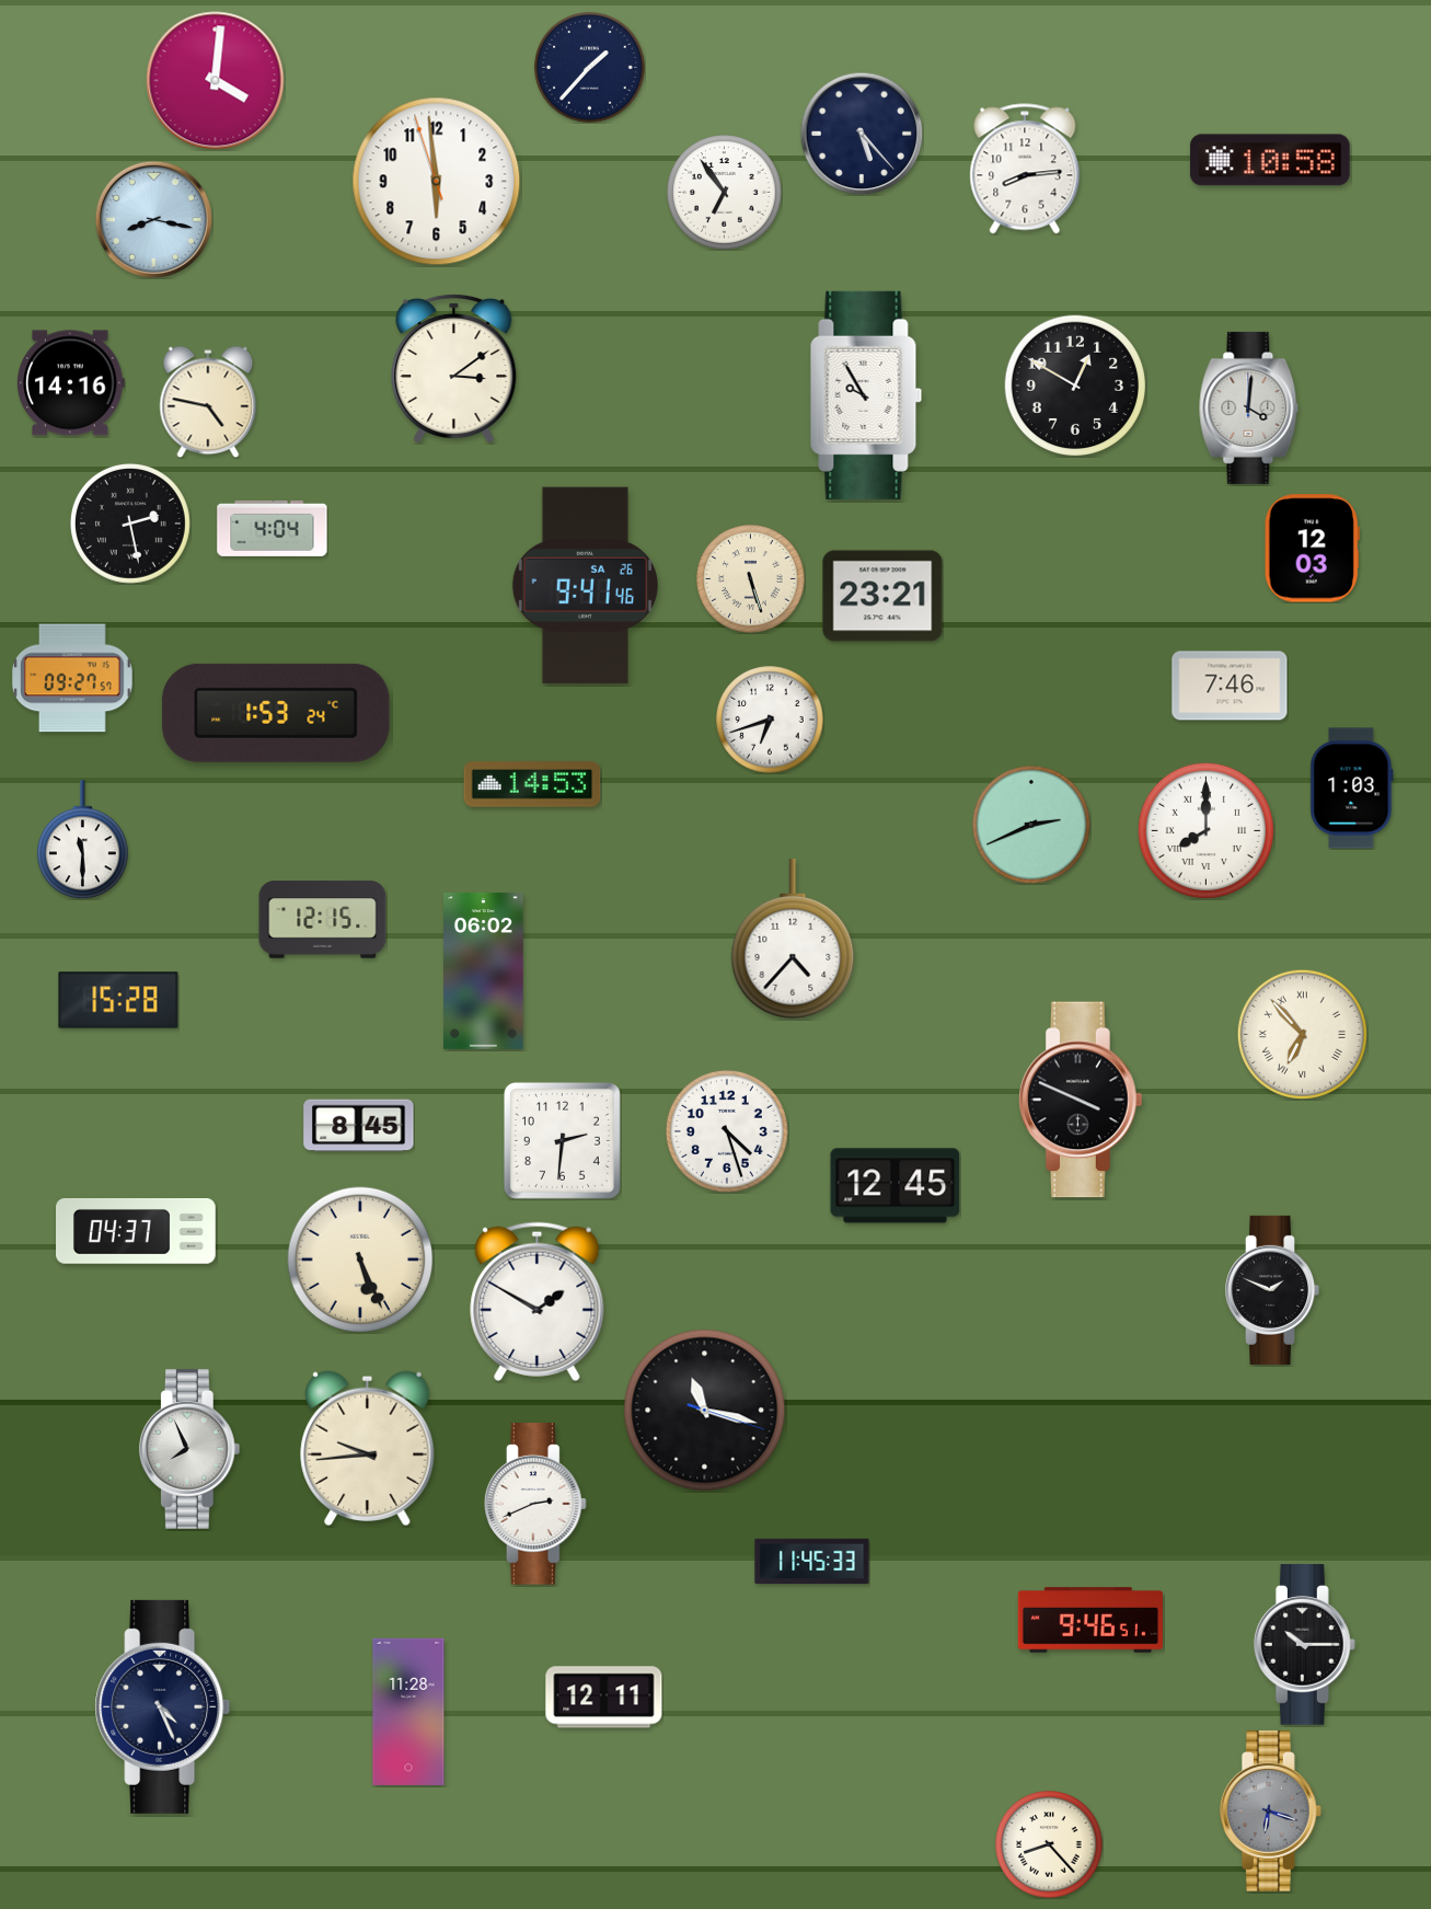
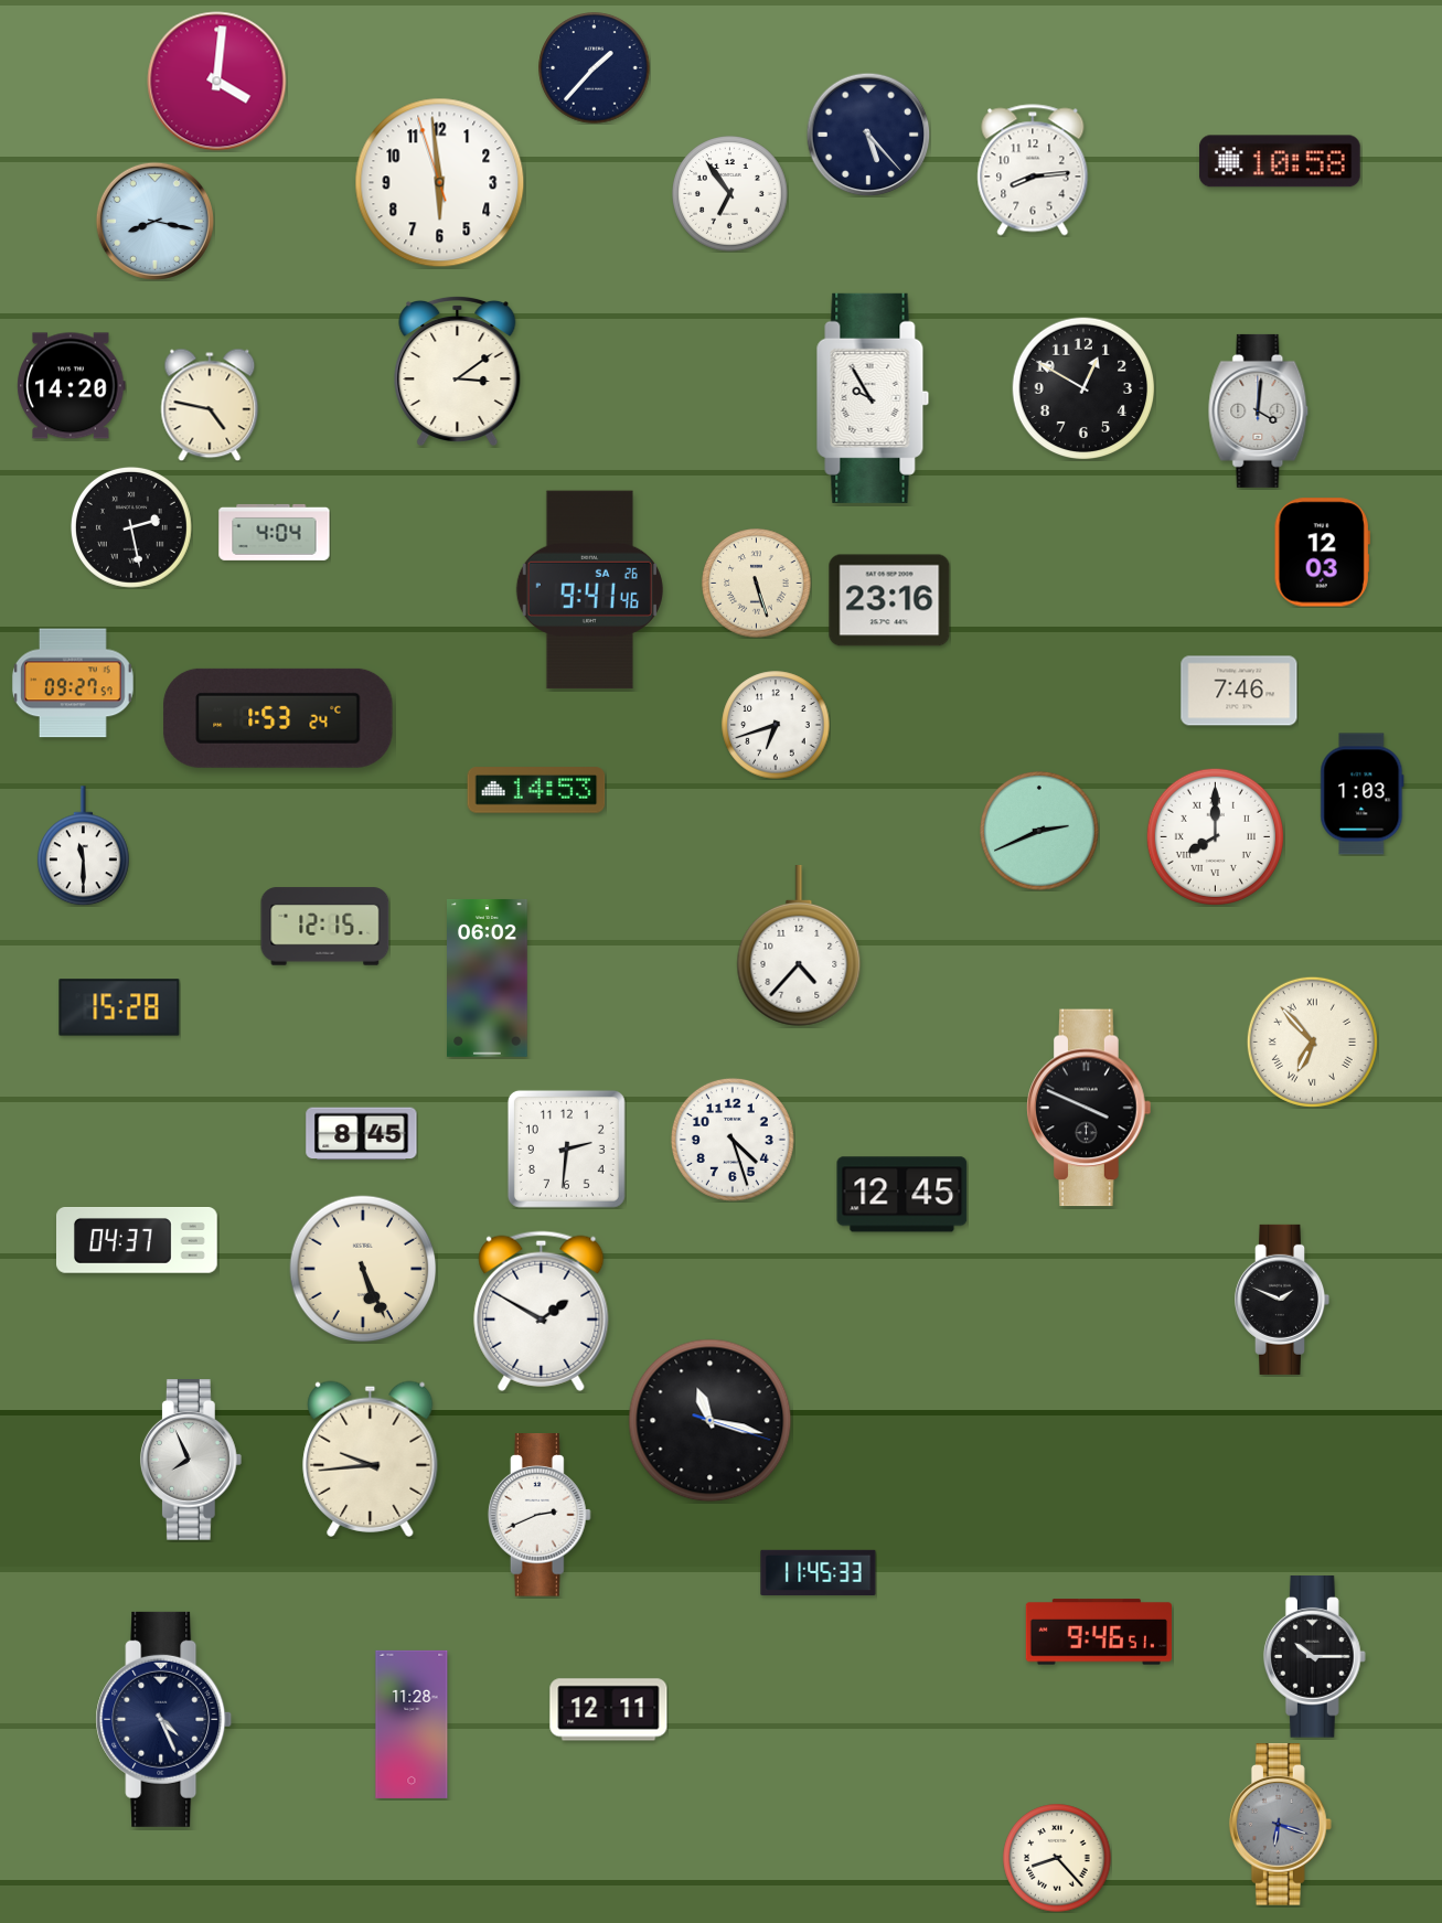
clock at (71, 383): 14:16 -> 14:20
clock at (882, 596): 23:21 -> 23:16
